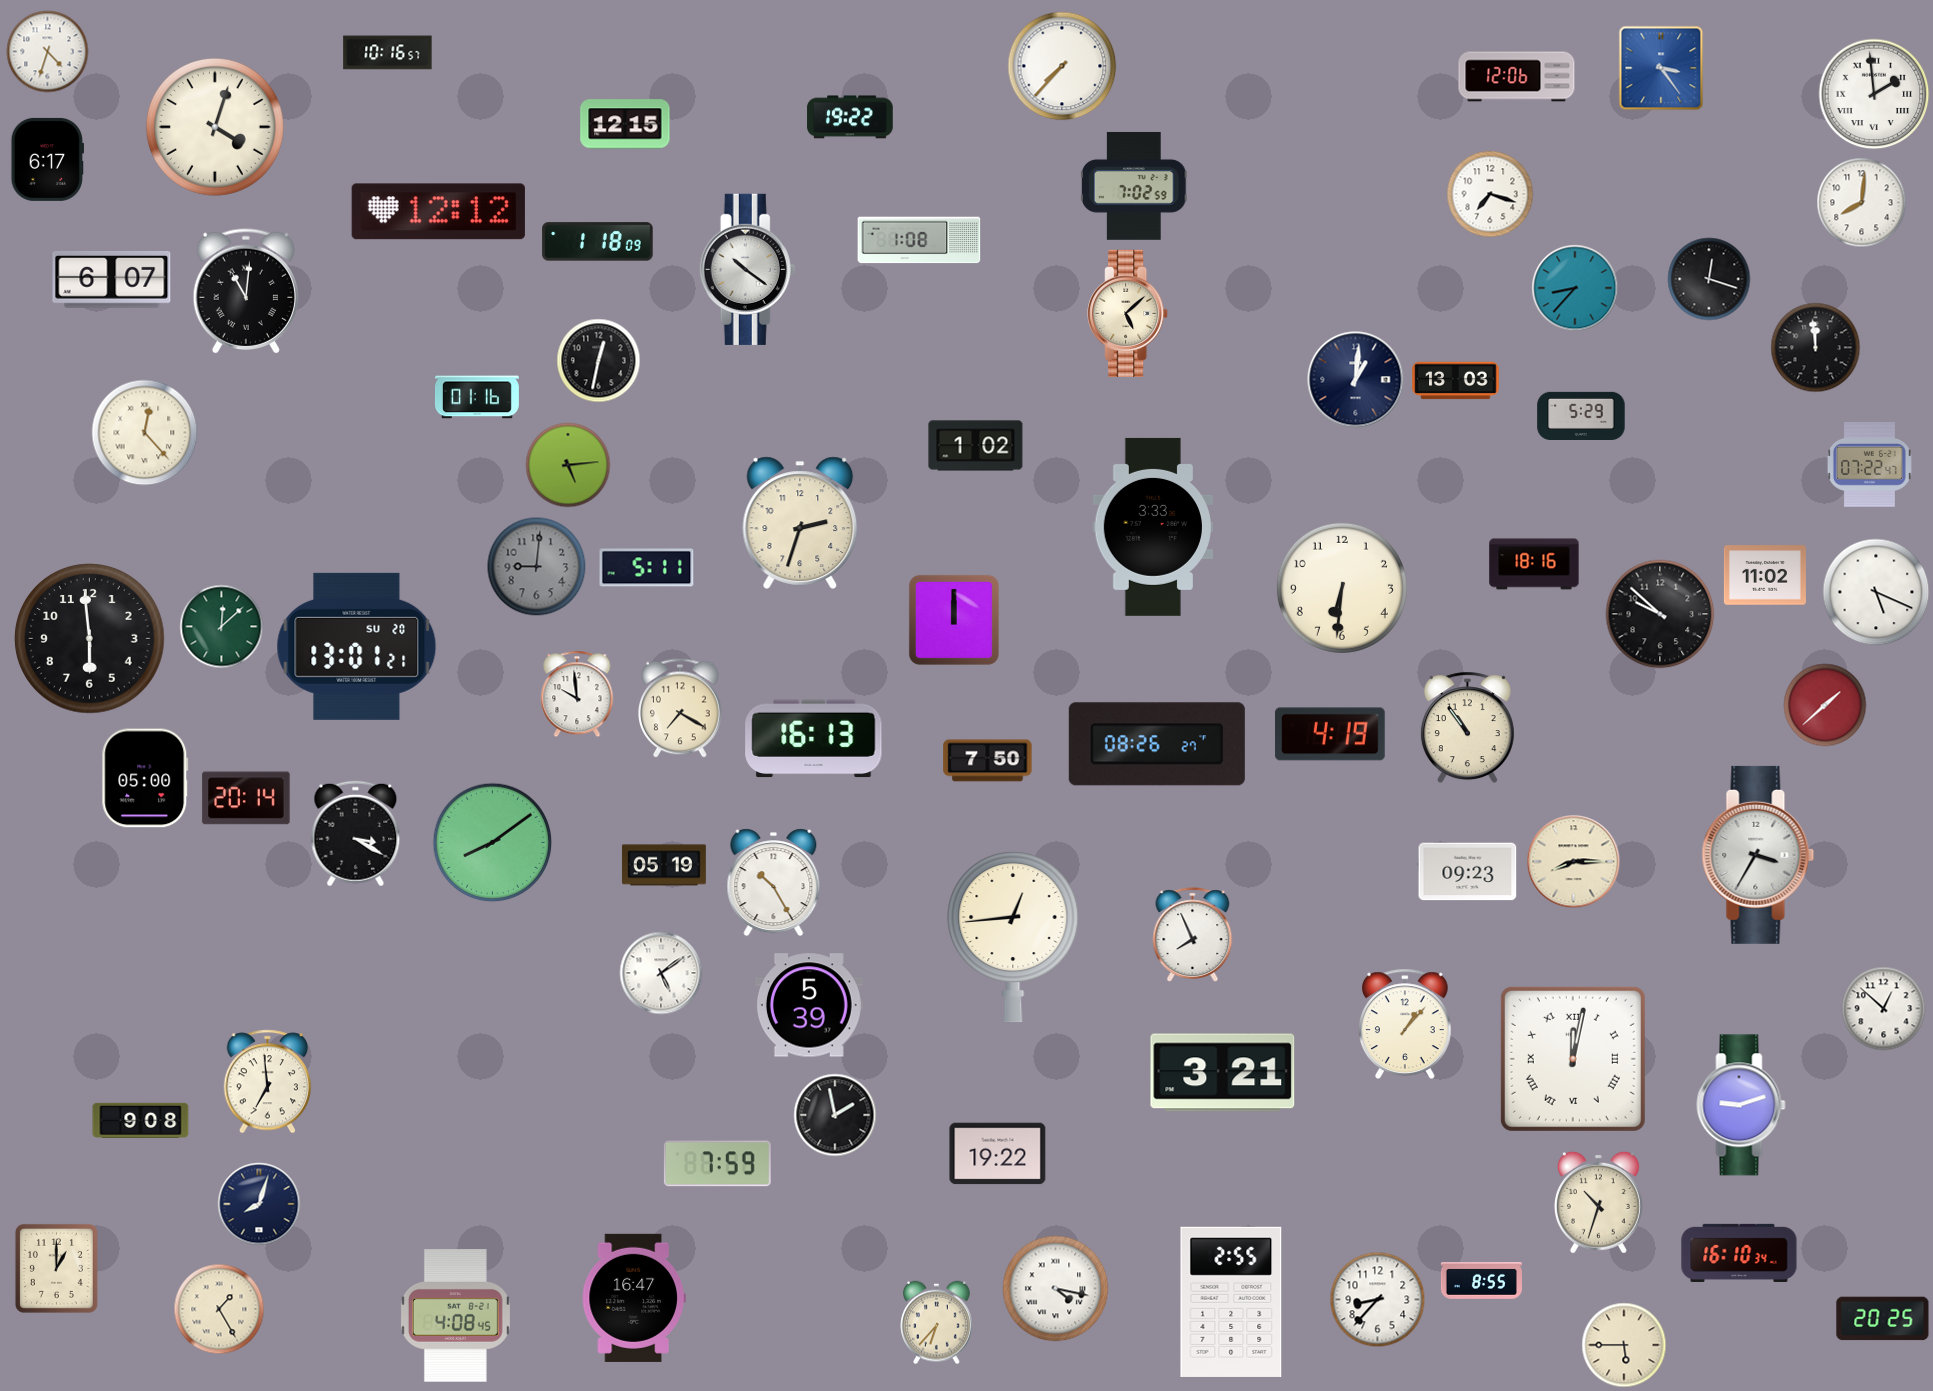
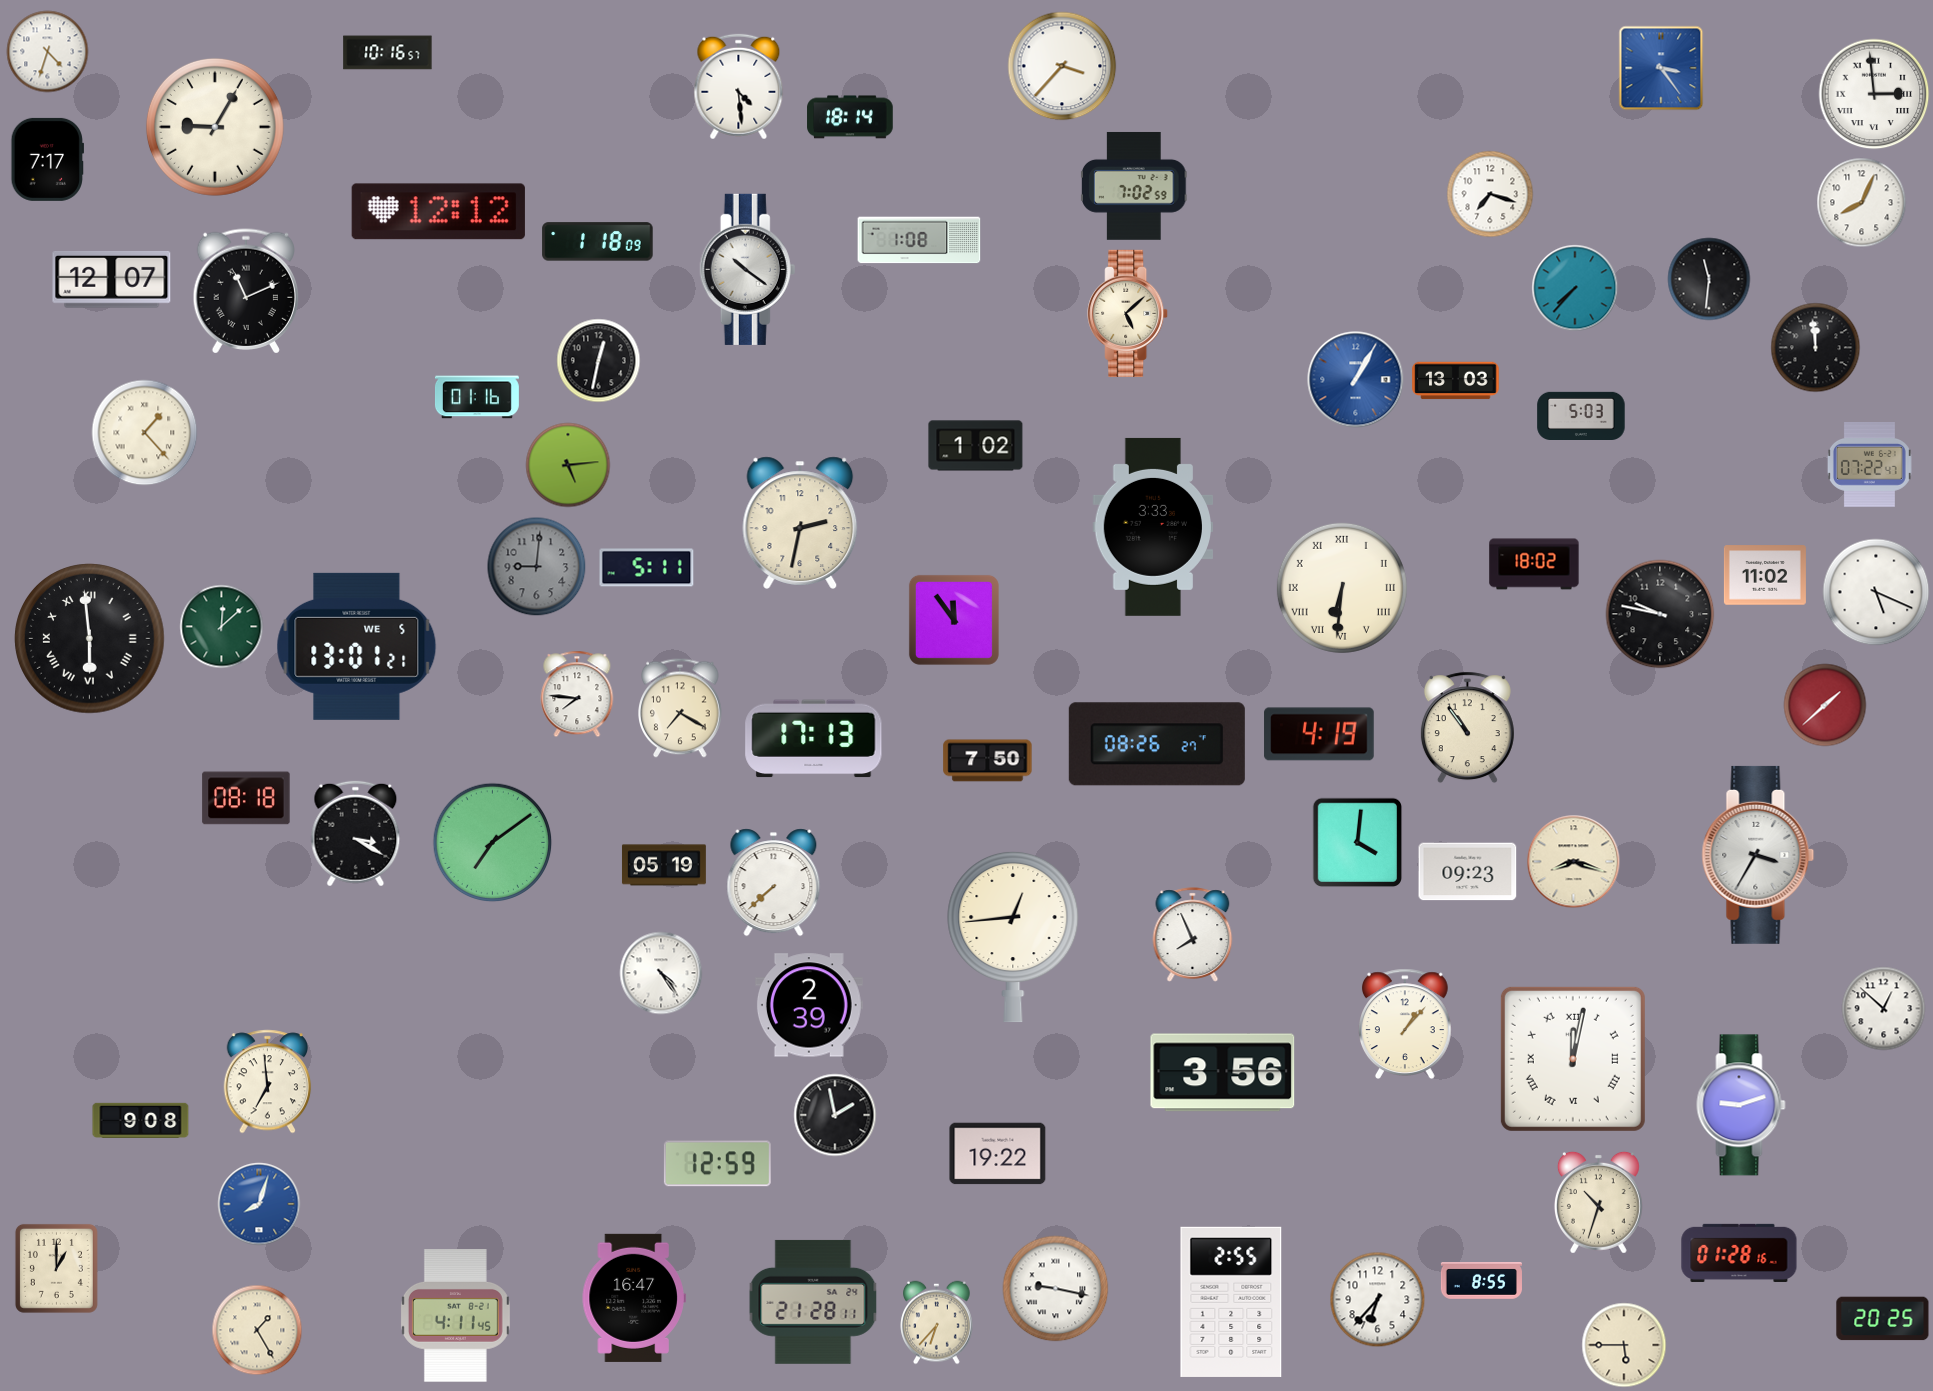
clock at (1062, 66): 7:37 -> 3:37
clock at (1517, 77): 12:06 -> none
clock at (739, 87): none -> 4:29
clock at (1874, 94): 1:59 -> 2:59
clock at (850, 117): 19:22 -> 18:14
clock at (625, 124): 12:15 -> none
clock at (215, 127): 4:03 -> 9:05
clock at (47, 159): 6:17 -> 7:17
clock at (1862, 203): 8:01 -> 8:04
clock at (112, 279): 6:07 -> 12:07
clock at (1709, 279): 12:18 -> 11:31
clock at (1575, 288): 8:37 -> 7:37
clock at (245, 291): 11:01 -> 11:11
clock at (1356, 380): 1:01 -> 1:05
clock at (1356, 380) dial: navy -> blue
clock at (1581, 415): 5:29 -> 5:03
clock at (145, 433): 12:23 -> 1:23
clock at (800, 523): 2:33 -> 2:32
clock at (1534, 564): 18:16 -> 18:02
clock at (1342, 588) numerals: Arabic -> Roman
clock at (1660, 614): 9:52 -> 9:47
clock at (954, 620): 12:00 -> 11:54
clock at (90, 639) numerals: Arabic -> Roman
clock at (357, 646) date: SU 20 -> WE 5
clock at (577, 694): 9:59 -> 7:46
clock at (1330, 734) position: (1330, 734) -> (1319, 734)
clock at (814, 739): 16:13 -> 17:13
clock at (145, 778): 05:00 -> none
clock at (246, 798): 20:14 -> 08:18
clock at (493, 843): 8:09 -> 7:09
clock at (1358, 843): none -> 4:01
clock at (1574, 862): 8:15 -> 8:18
clock at (774, 883): 10:25 -> 7:38
clock at (661, 973): 5:09 -> 4:24
clock at (809, 1005): 5:39 -> 2:39
clock at (1223, 1073): 3:21 -> 3:56
clock at (717, 1164): 7:59 -> 12:59
clock at (259, 1204) dial: navy -> blue
clock at (1739, 1253): 16:10 -> 01:28
clock at (1056, 1289): 4:17 -> 9:17
clock at (1378, 1300): 8:37 -> 6:37
clock at (813, 1302): none -> 21:28
clock at (219, 1309) position: (219, 1309) -> (257, 1330)
clock at (455, 1316): 4:08 -> 4:11
